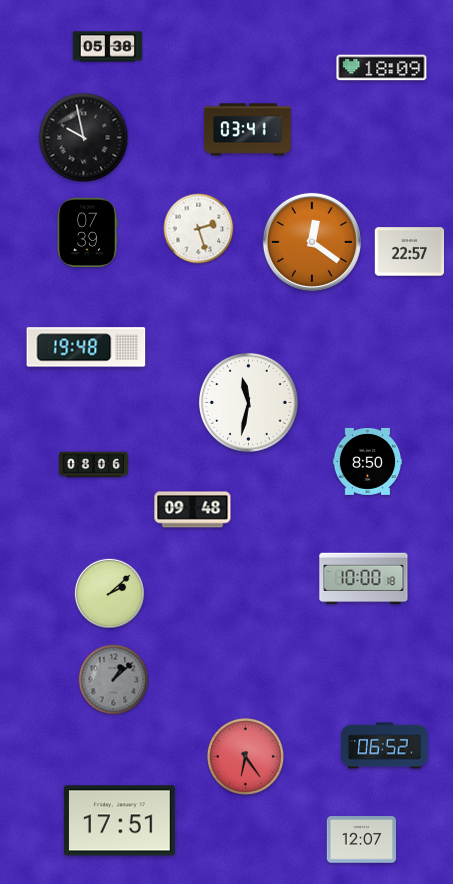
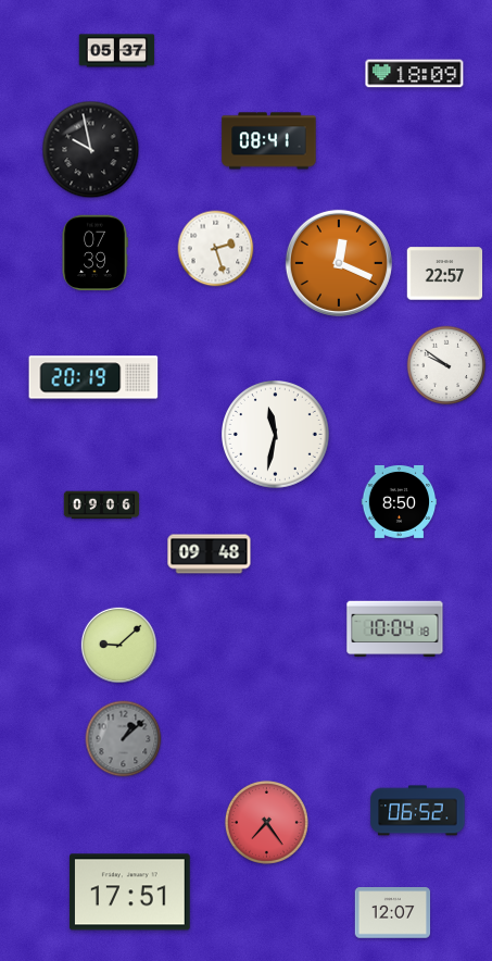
clock at (108, 47): 05:38 -> 05:37
clock at (248, 130): 03:41 -> 08:41
clock at (312, 242): 12:21 -> 12:19
clock at (446, 365): none -> 9:51
clock at (86, 347): 19:48 -> 20:19
clock at (249, 403) position: (249, 403) -> (276, 435)
clock at (94, 465): 08:06 -> 09:06
clock at (364, 579): 10:00 -> 10:04
clock at (109, 593): 2:08 -> 9:08
clock at (245, 756): 6:24 -> 7:24
